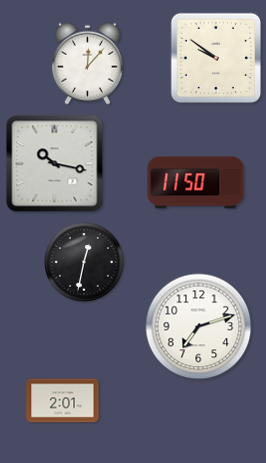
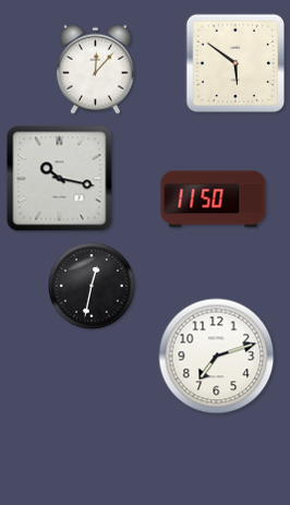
clock at (216, 58): 9:51 -> 5:51
clock at (63, 401): 2:01 -> none
